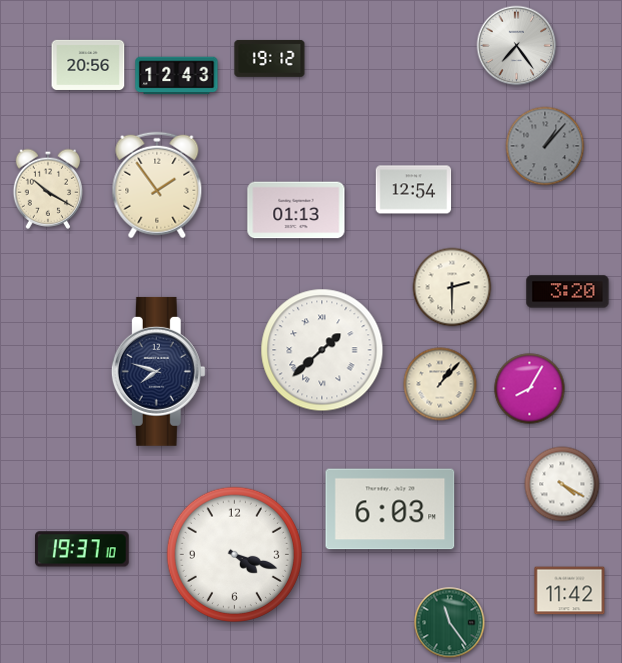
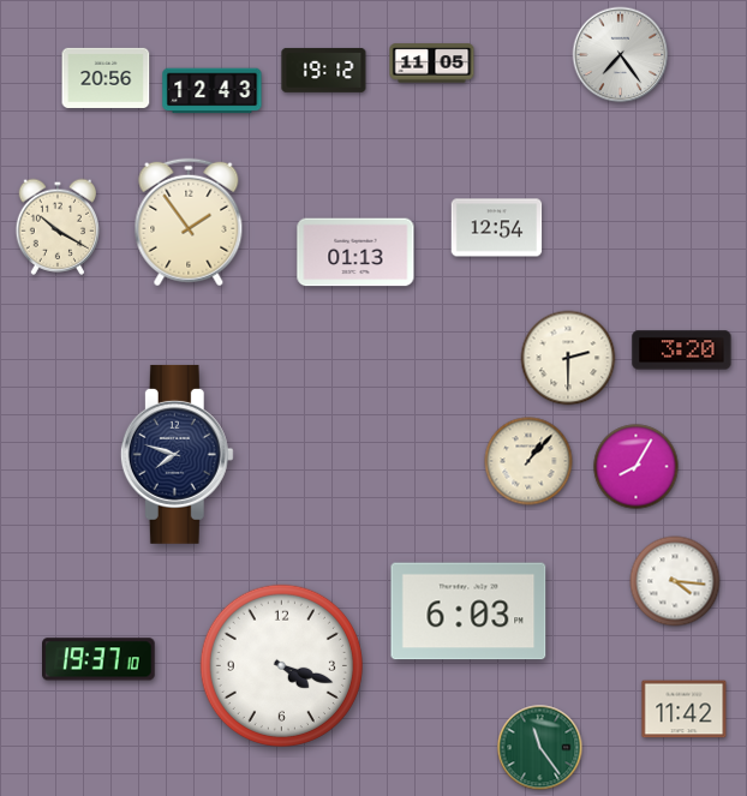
clock at (432, 64): none -> 11:05
clock at (545, 146): 1:07 -> none
clock at (452, 287) position: (452, 287) -> (568, 358)
clock at (322, 350): 1:38 -> none
clock at (158, 371) position: (158, 371) -> (177, 454)
clock at (562, 484): 4:20 -> 4:16
